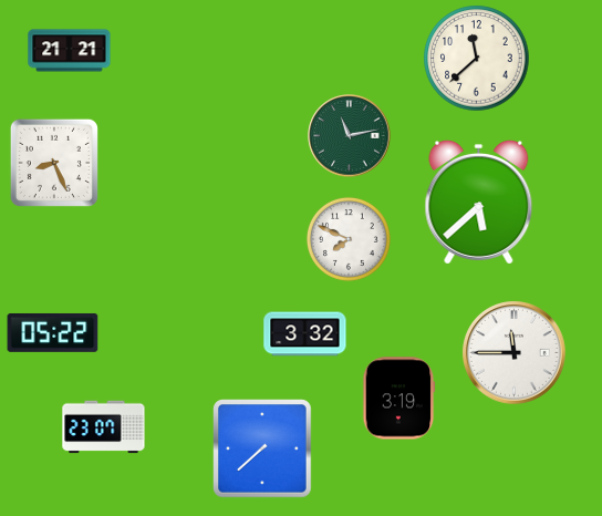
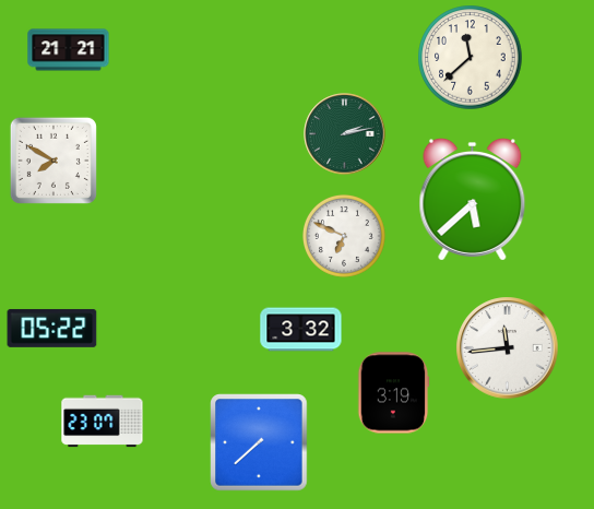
clock at (350, 136): 11:13 -> 2:13
clock at (54, 163): 8:26 -> 7:50
clock at (349, 239): 7:49 -> 6:49
clock at (515, 353): 11:45 -> 11:44
